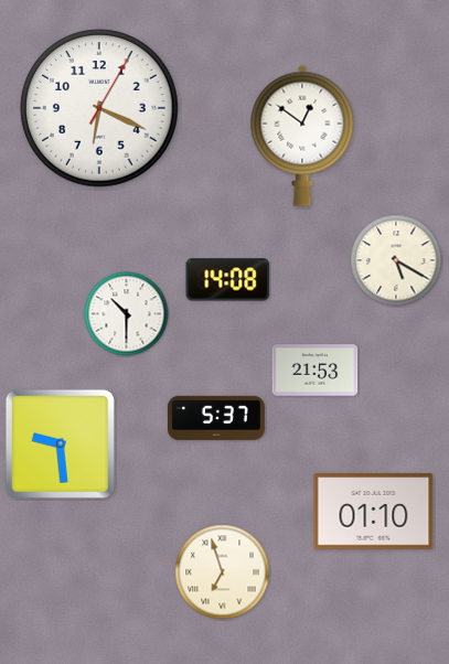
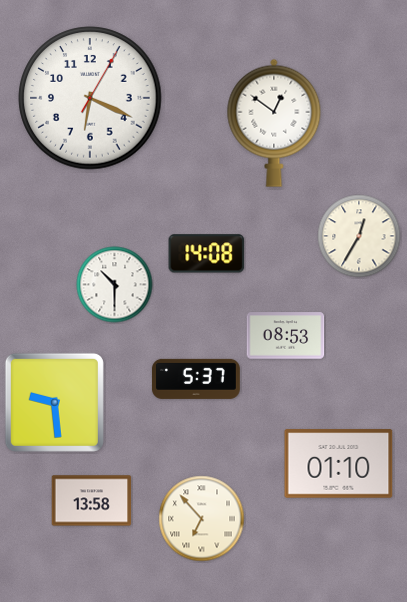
clock at (396, 260): 5:20 -> 12:35
clock at (316, 371): 21:53 -> 08:53
clock at (92, 501): none -> 13:58
clock at (223, 572): 6:57 -> 6:53
